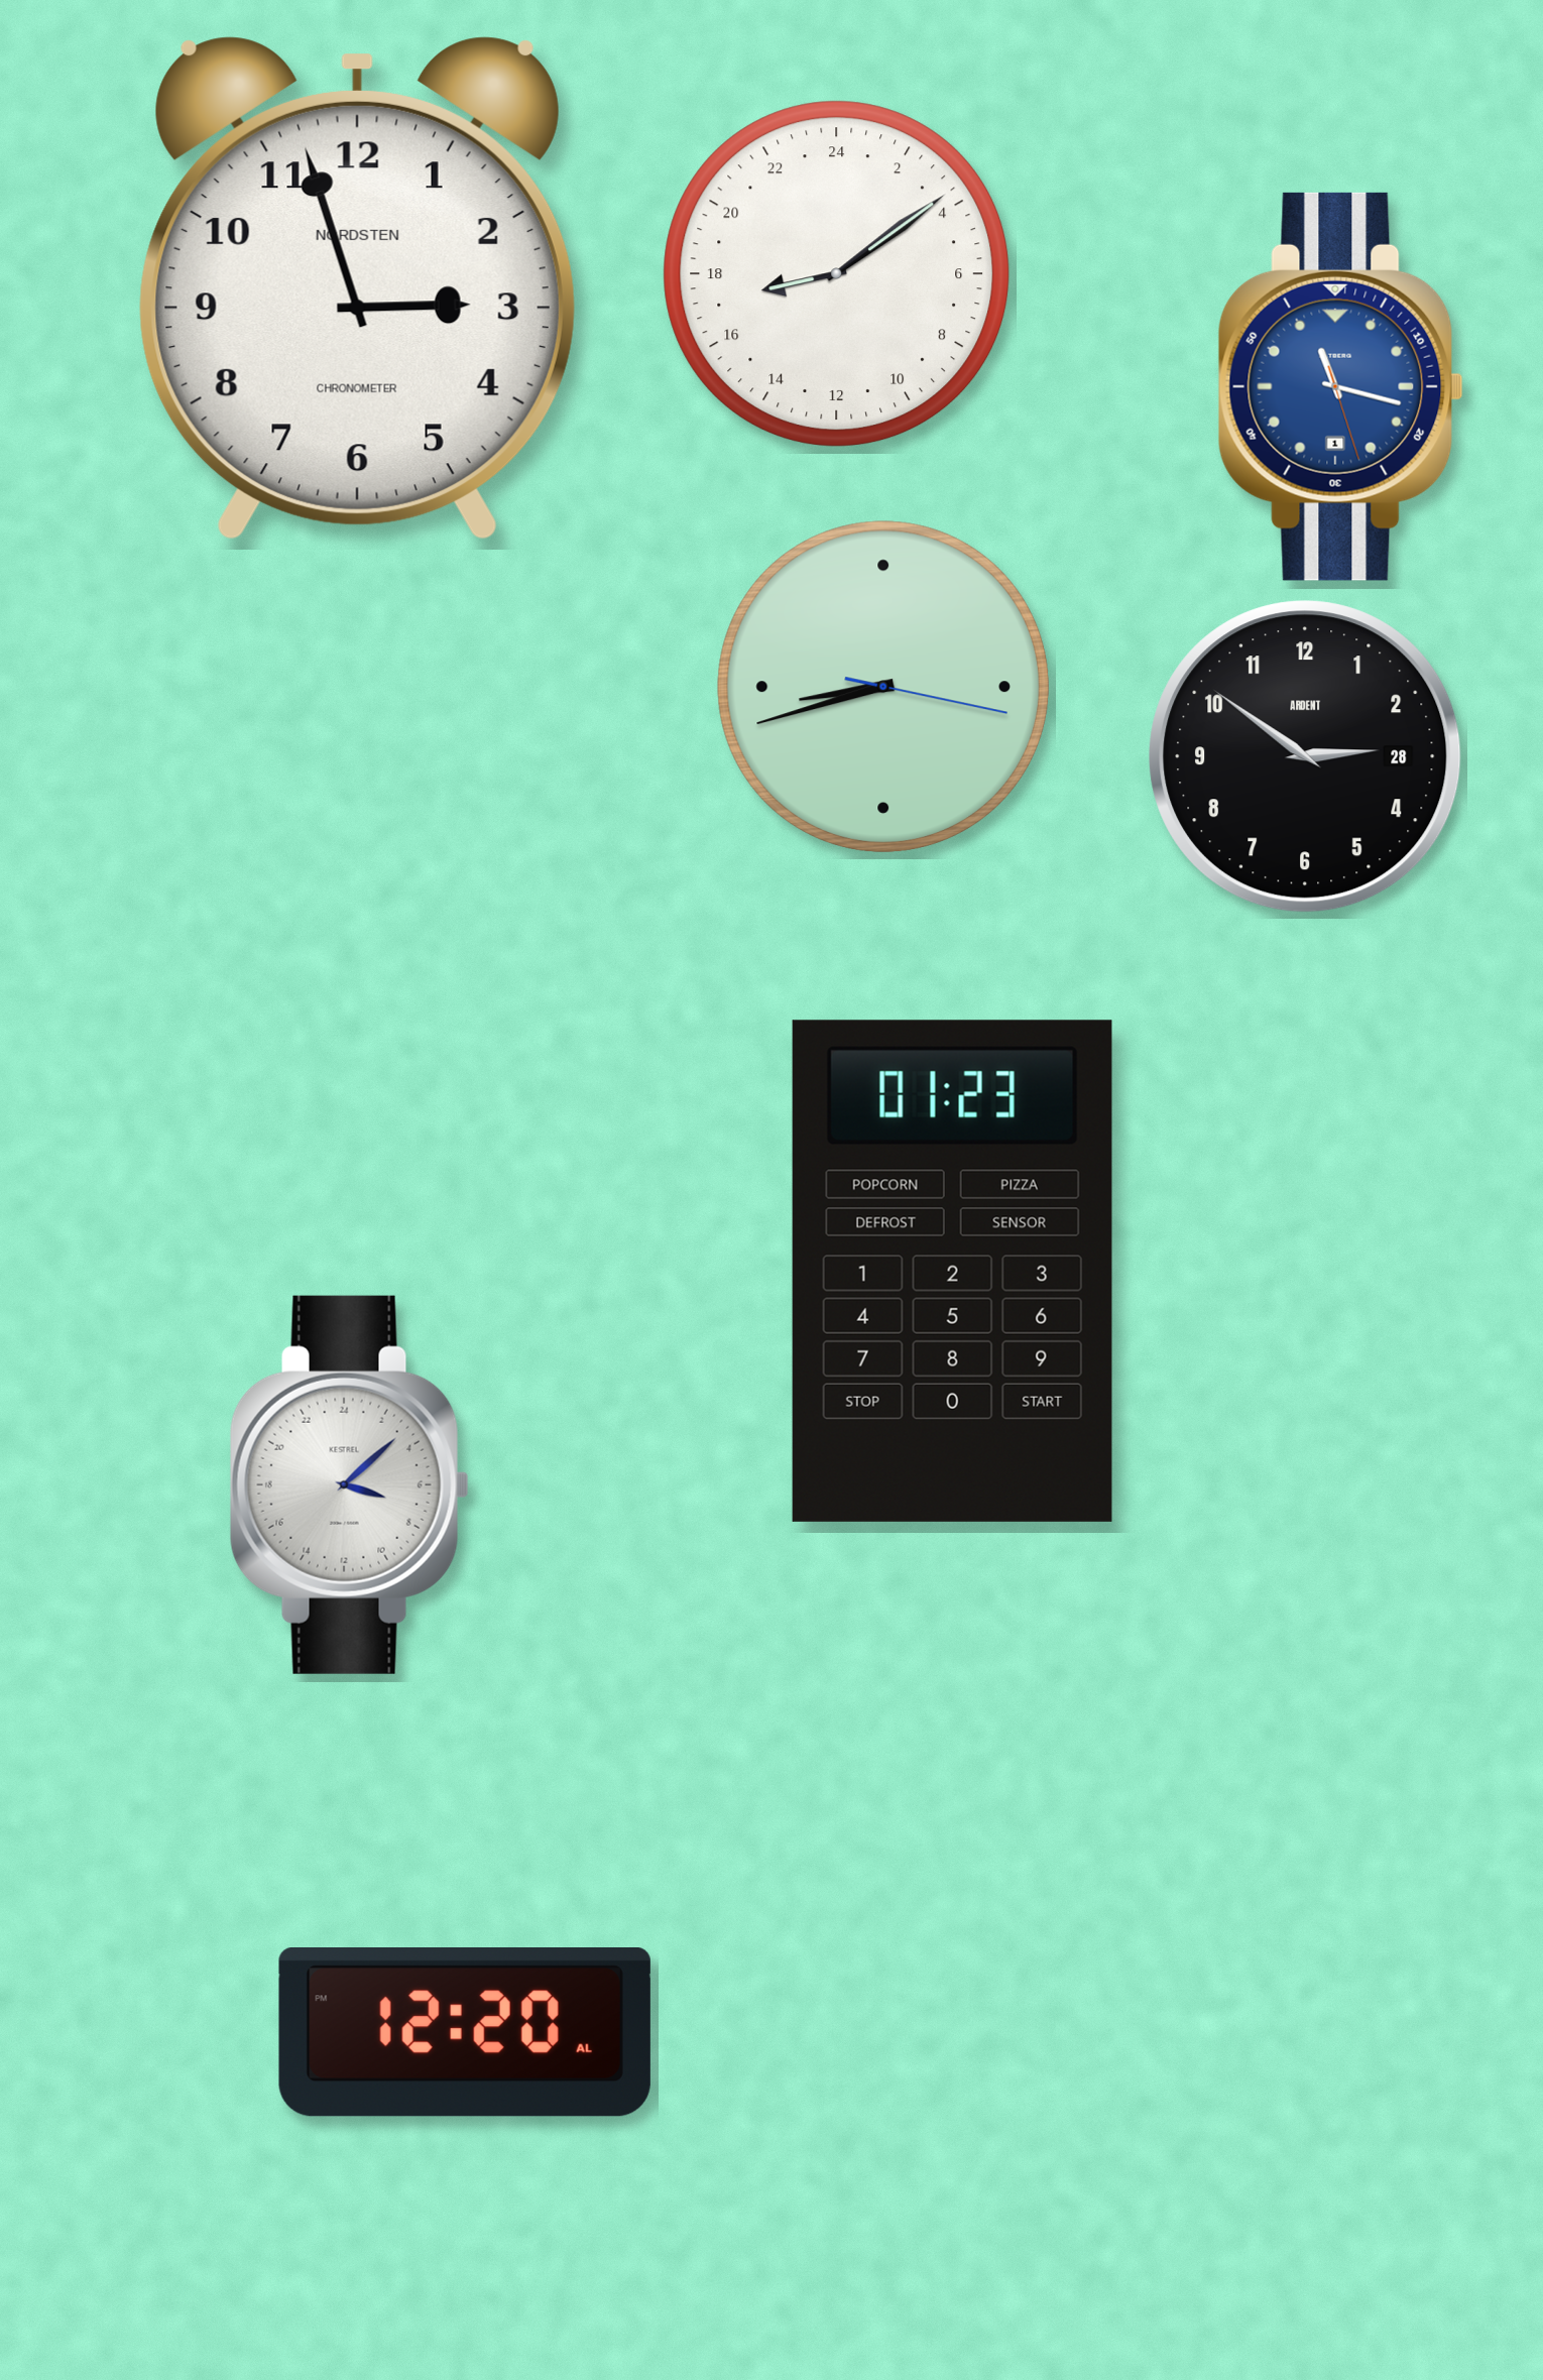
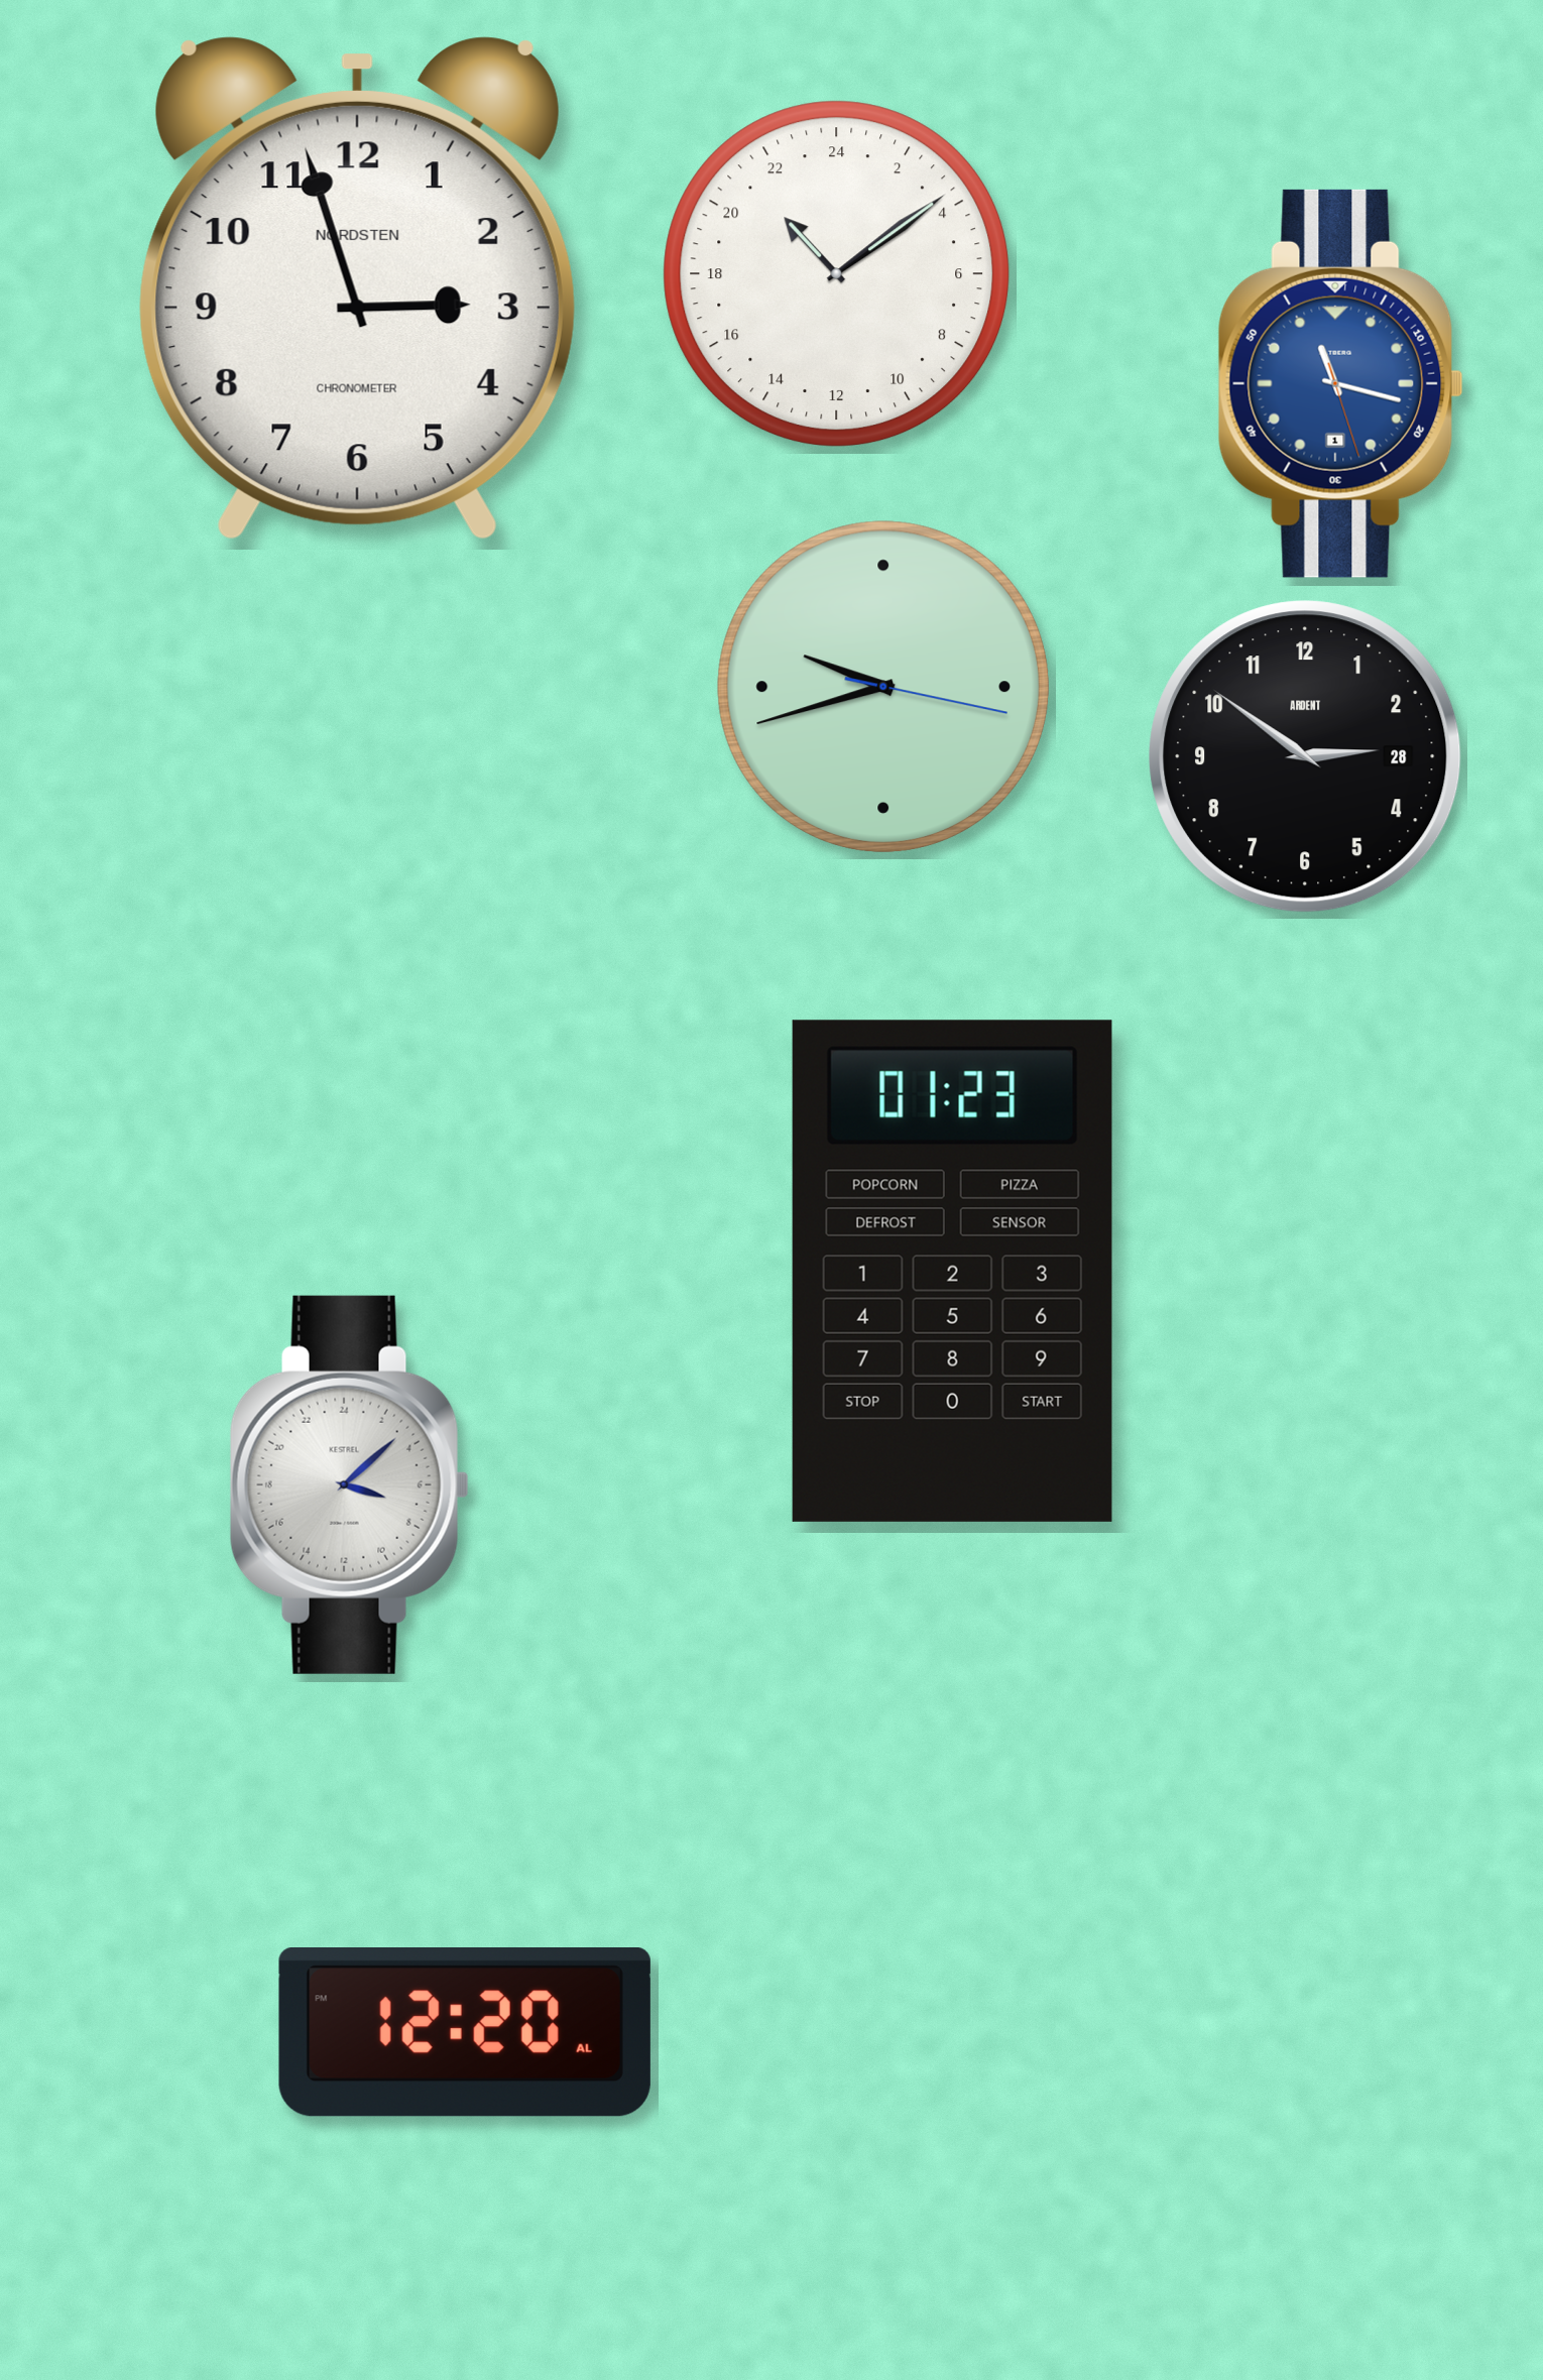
clock at (837, 274): 17:09 -> 21:09
clock at (1340, 386) position: (1340, 386) -> (1340, 383)
clock at (883, 687): 8:42 -> 9:42
